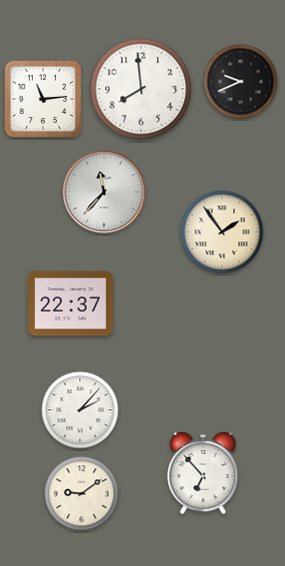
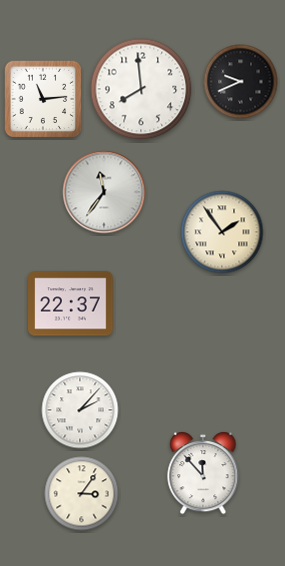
clock at (104, 192): 11:37 -> 11:36
clock at (203, 473): 6:53 -> 11:53
clock at (82, 494): 9:09 -> 3:06
